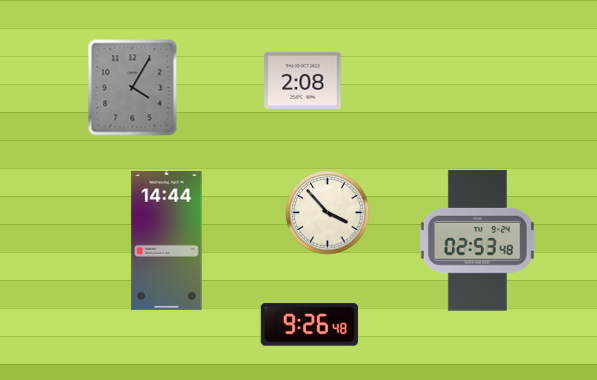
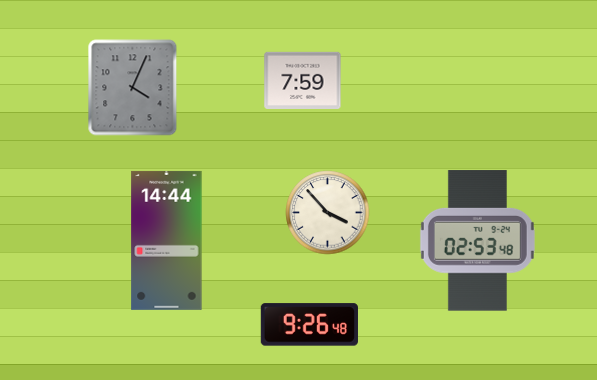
clock at (303, 80): 2:08 -> 7:59
clock at (133, 88): 4:05 -> 4:04
